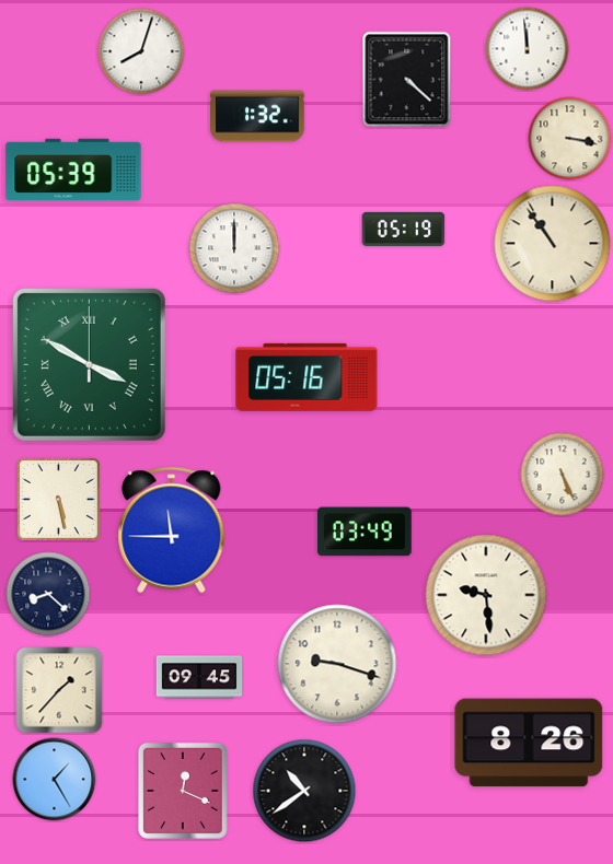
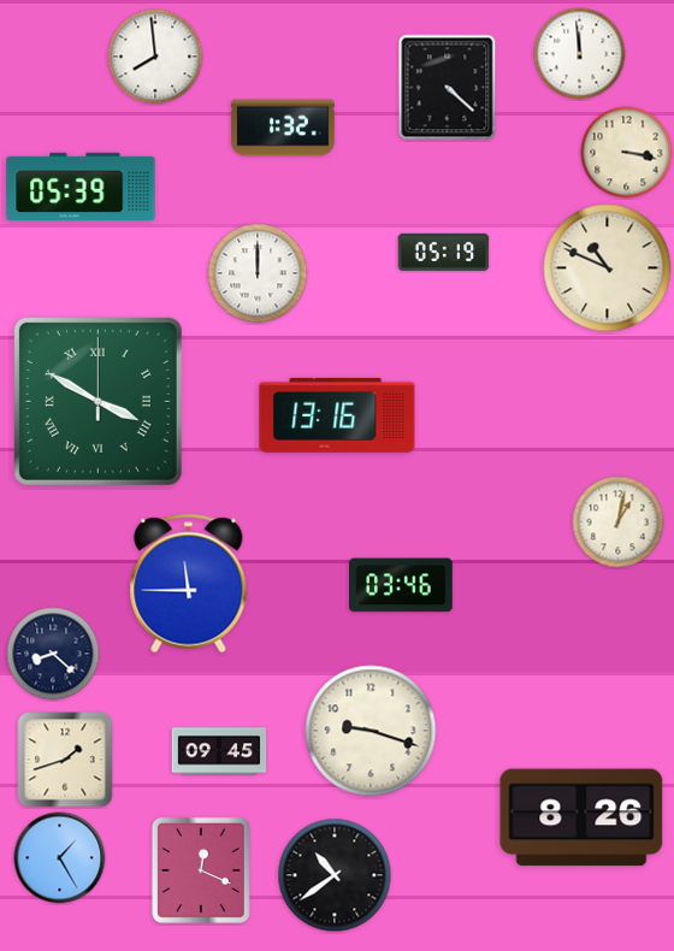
clock at (141, 51): 8:03 -> 7:59
clock at (553, 244): 10:54 -> 10:49
clock at (307, 377): 05:16 -> 13:16
clock at (563, 475): 5:26 -> 1:02
clock at (58, 499): 5:28 -> none
clock at (365, 532): 03:49 -> 03:46
clock at (486, 595): 9:29 -> none
clock at (199, 677) position: (199, 677) -> (219, 751)
clock at (59, 690): 1:37 -> 1:42
clock at (304, 791) position: (304, 791) -> (335, 875)
